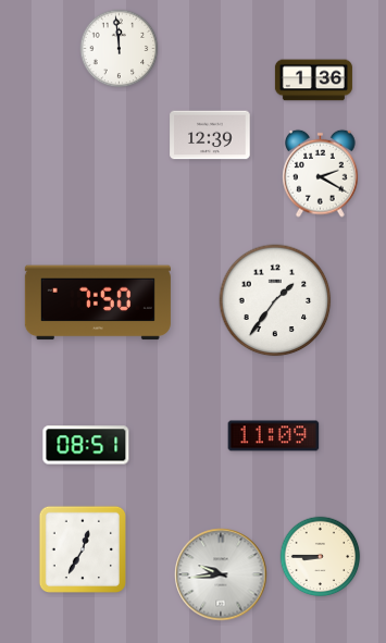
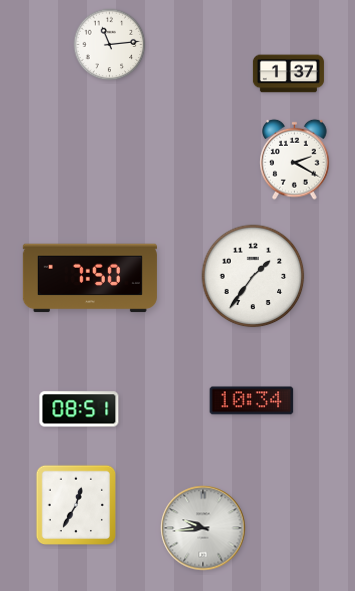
clock at (120, 49): 11:59 -> 11:14
clock at (313, 81): 1:36 -> 1:37
clock at (210, 135): 12:39 -> none
clock at (274, 436): 11:09 -> 10:34
clock at (321, 557): 8:45 -> none
